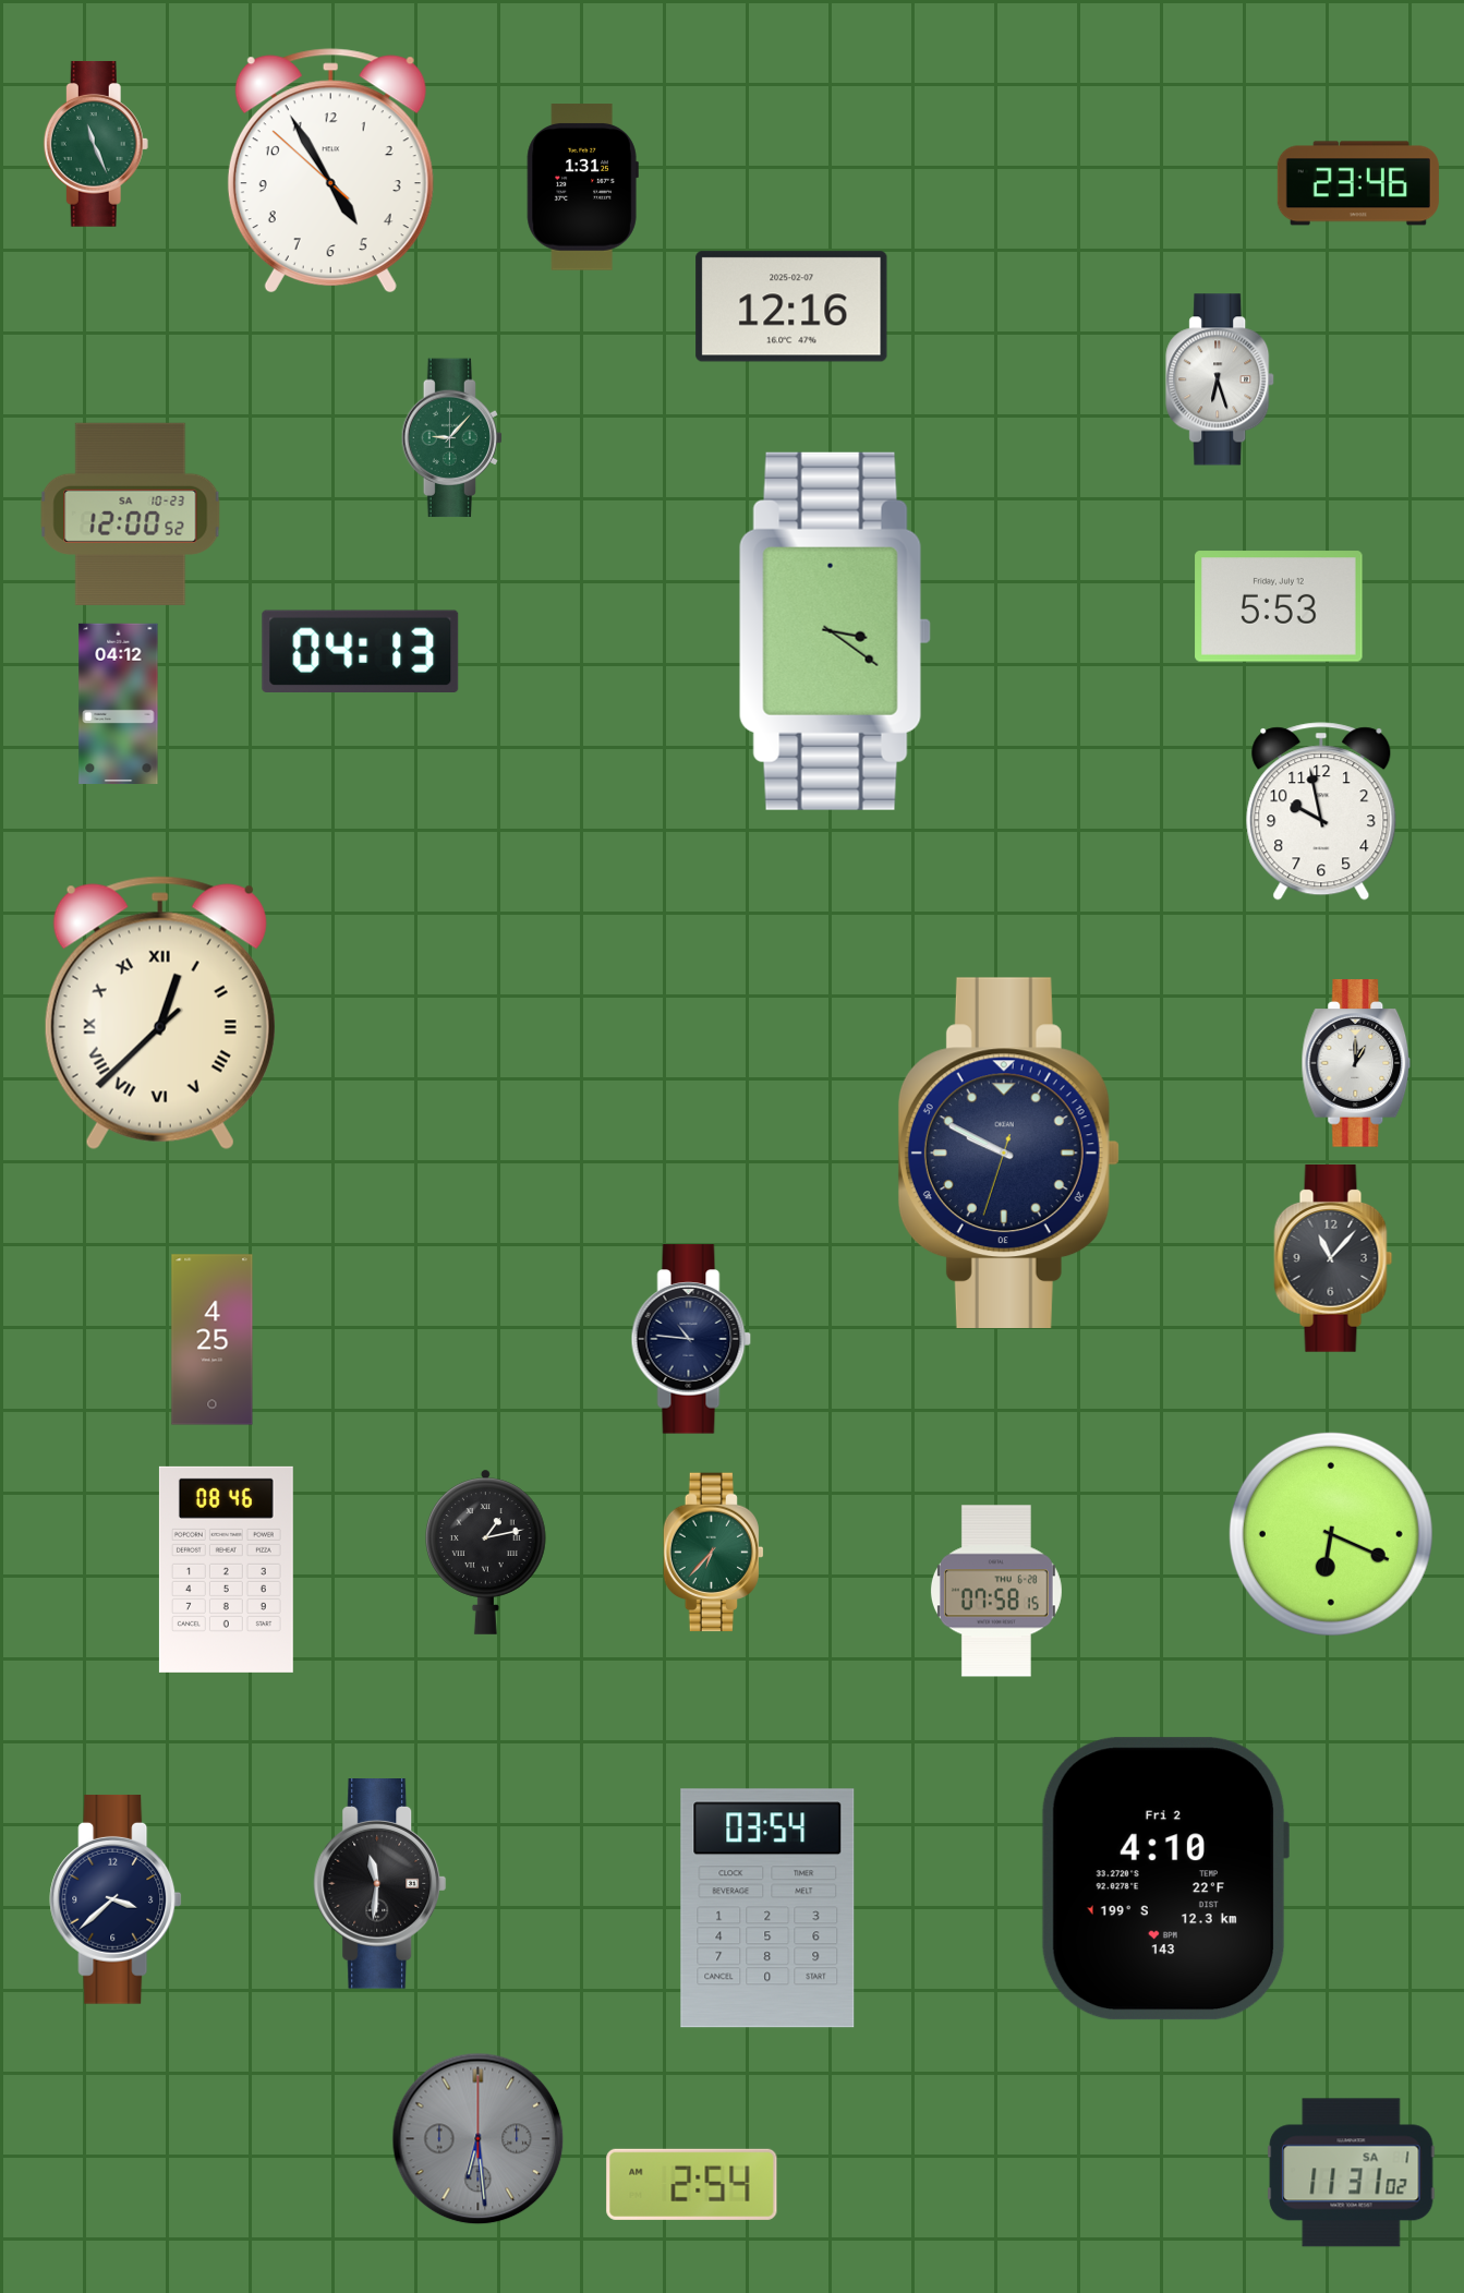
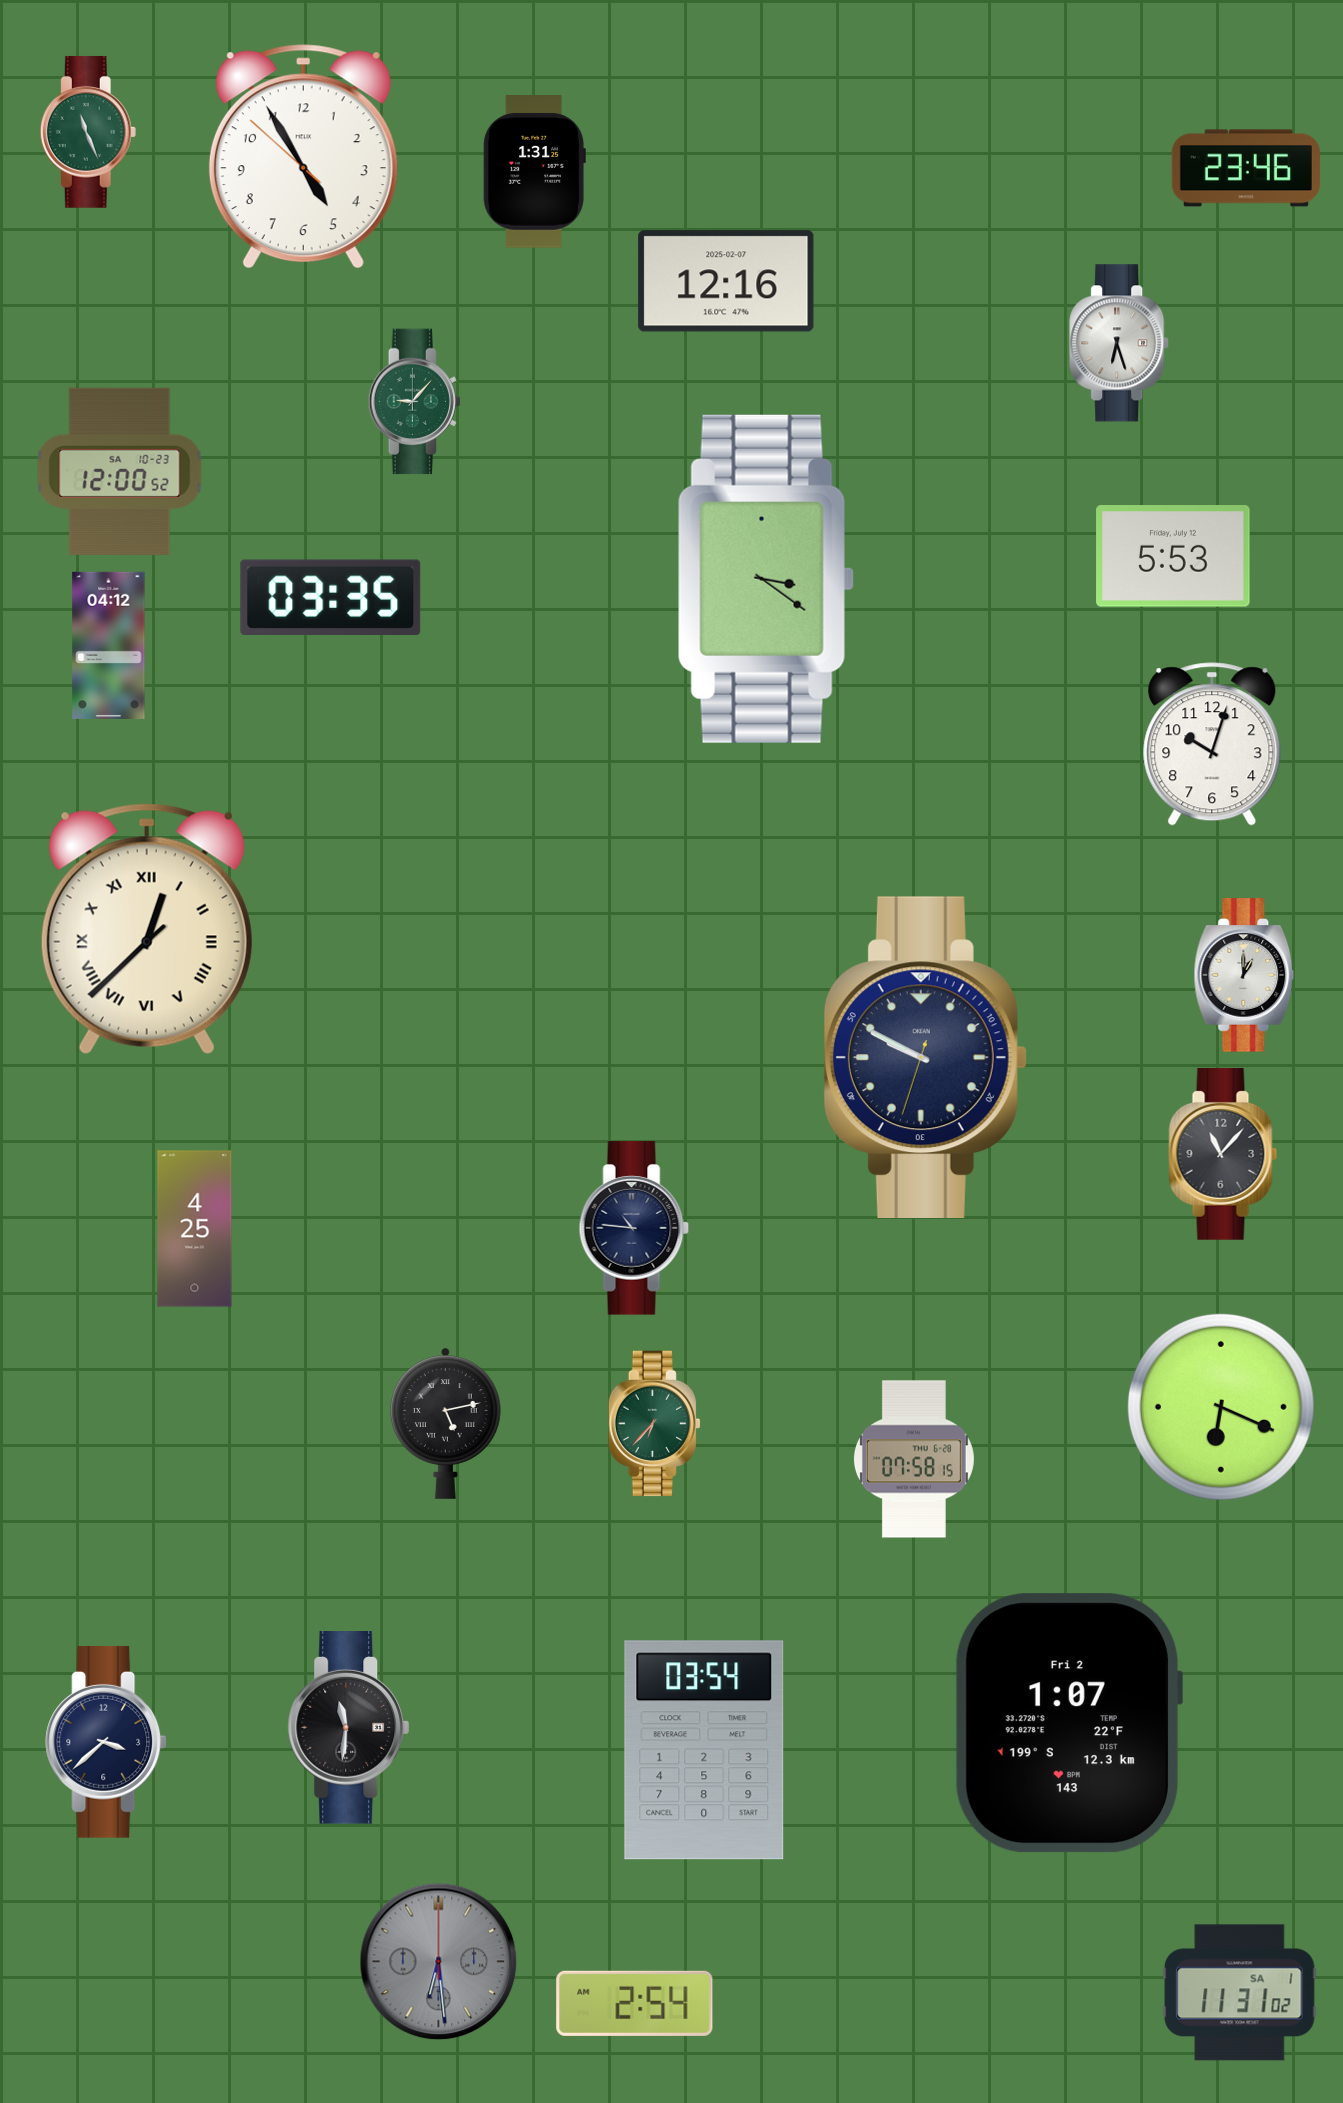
clock at (1221, 379) position: (1221, 379) -> (1120, 343)
clock at (361, 651): 04:13 -> 03:35
clock at (1321, 811): 9:58 -> 10:03
clock at (486, 1552): 1:13 -> 5:13
clock at (226, 1569): 08:46 -> none
clock at (1164, 1879): 4:10 -> 1:07
